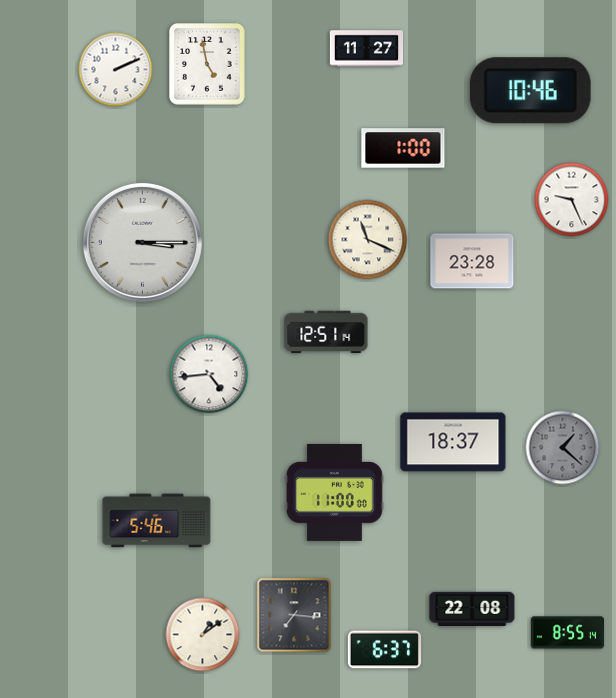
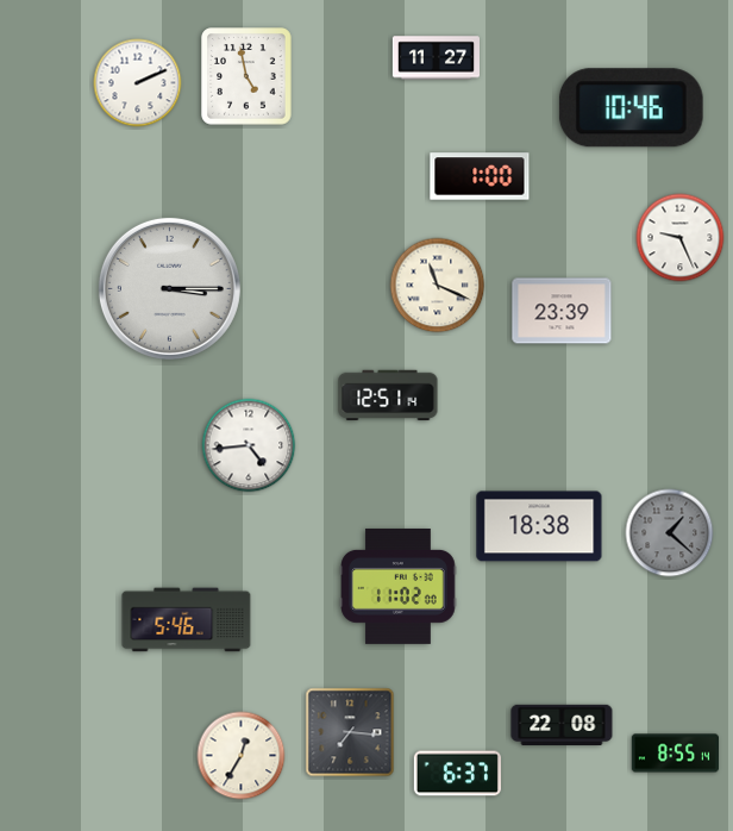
clock at (472, 261): 23:28 -> 23:39
clock at (453, 442): 18:37 -> 18:38
clock at (335, 492): 11:00 -> 11:02
clock at (203, 635): 1:09 -> 12:35
